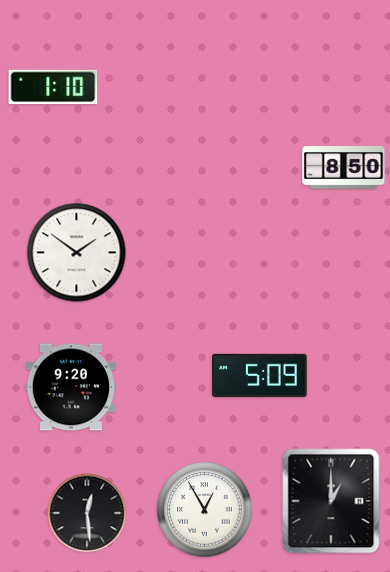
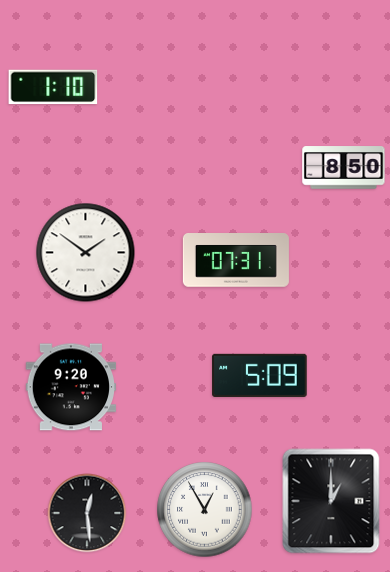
clock at (77, 253) position: (77, 253) -> (86, 253)
clock at (236, 261): none -> 07:31
